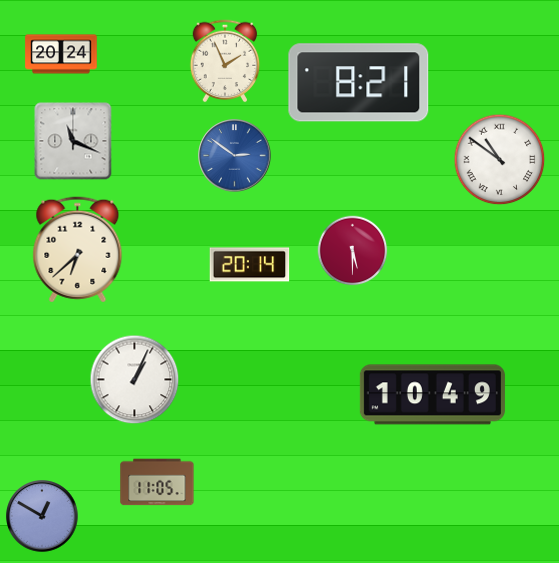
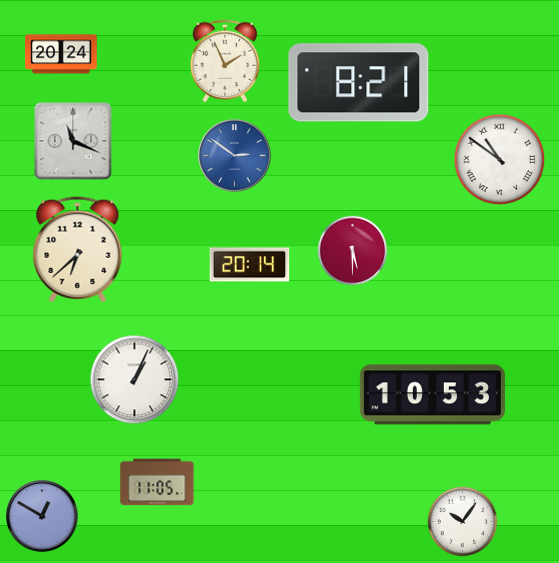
clock at (432, 395): 10:49 -> 10:53
clock at (463, 522): none -> 10:06
